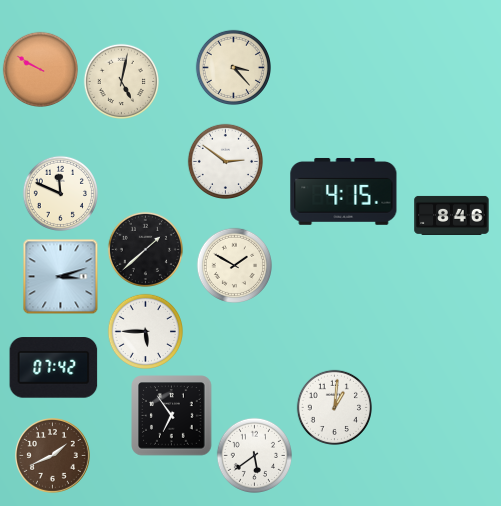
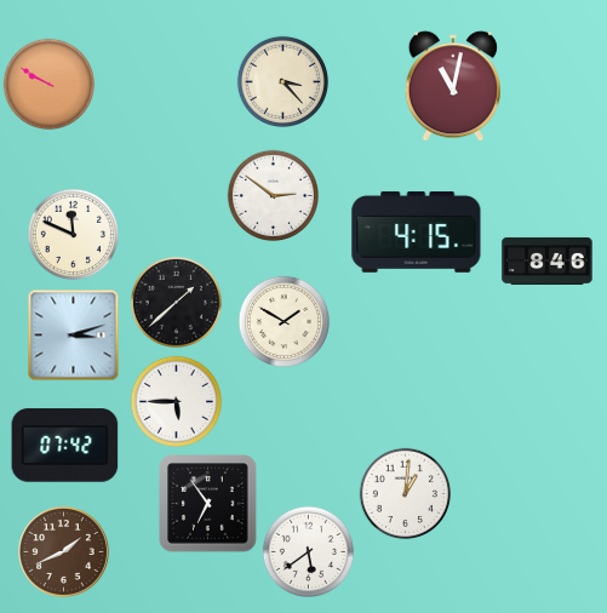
clock at (452, 86): none -> 11:02
clock at (121, 81): 5:02 -> none
